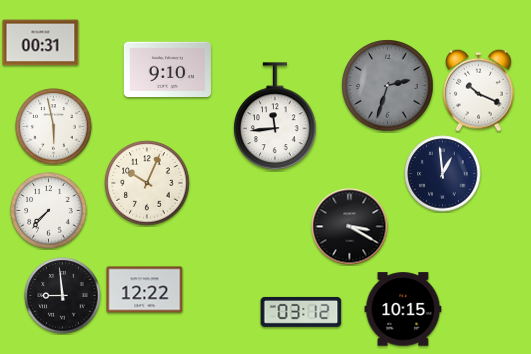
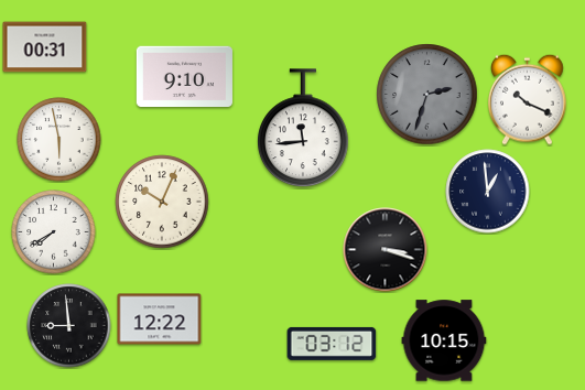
clock at (49, 211): 7:37 -> 7:40
clock at (350, 227): 3:20 -> 3:18
